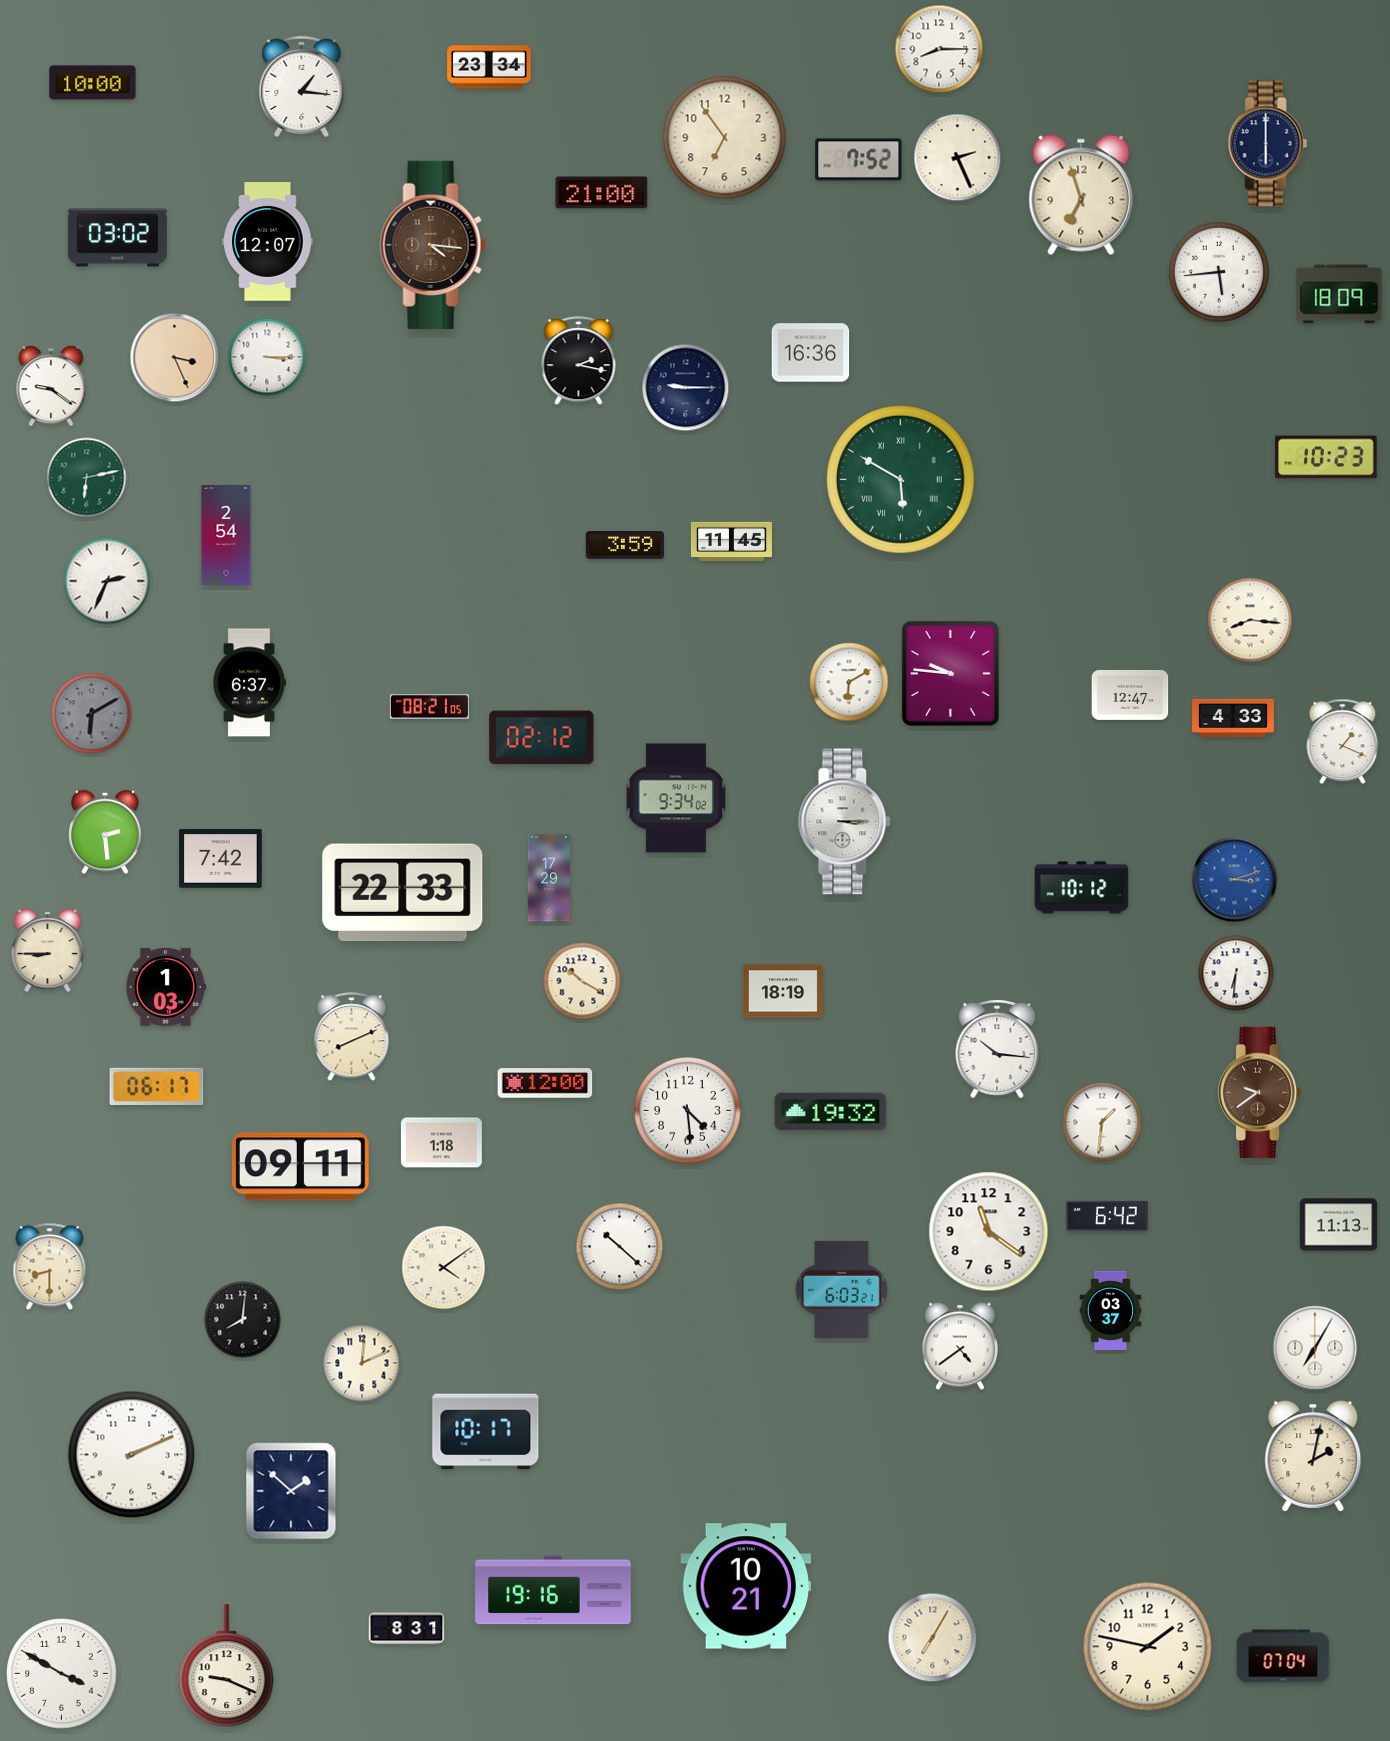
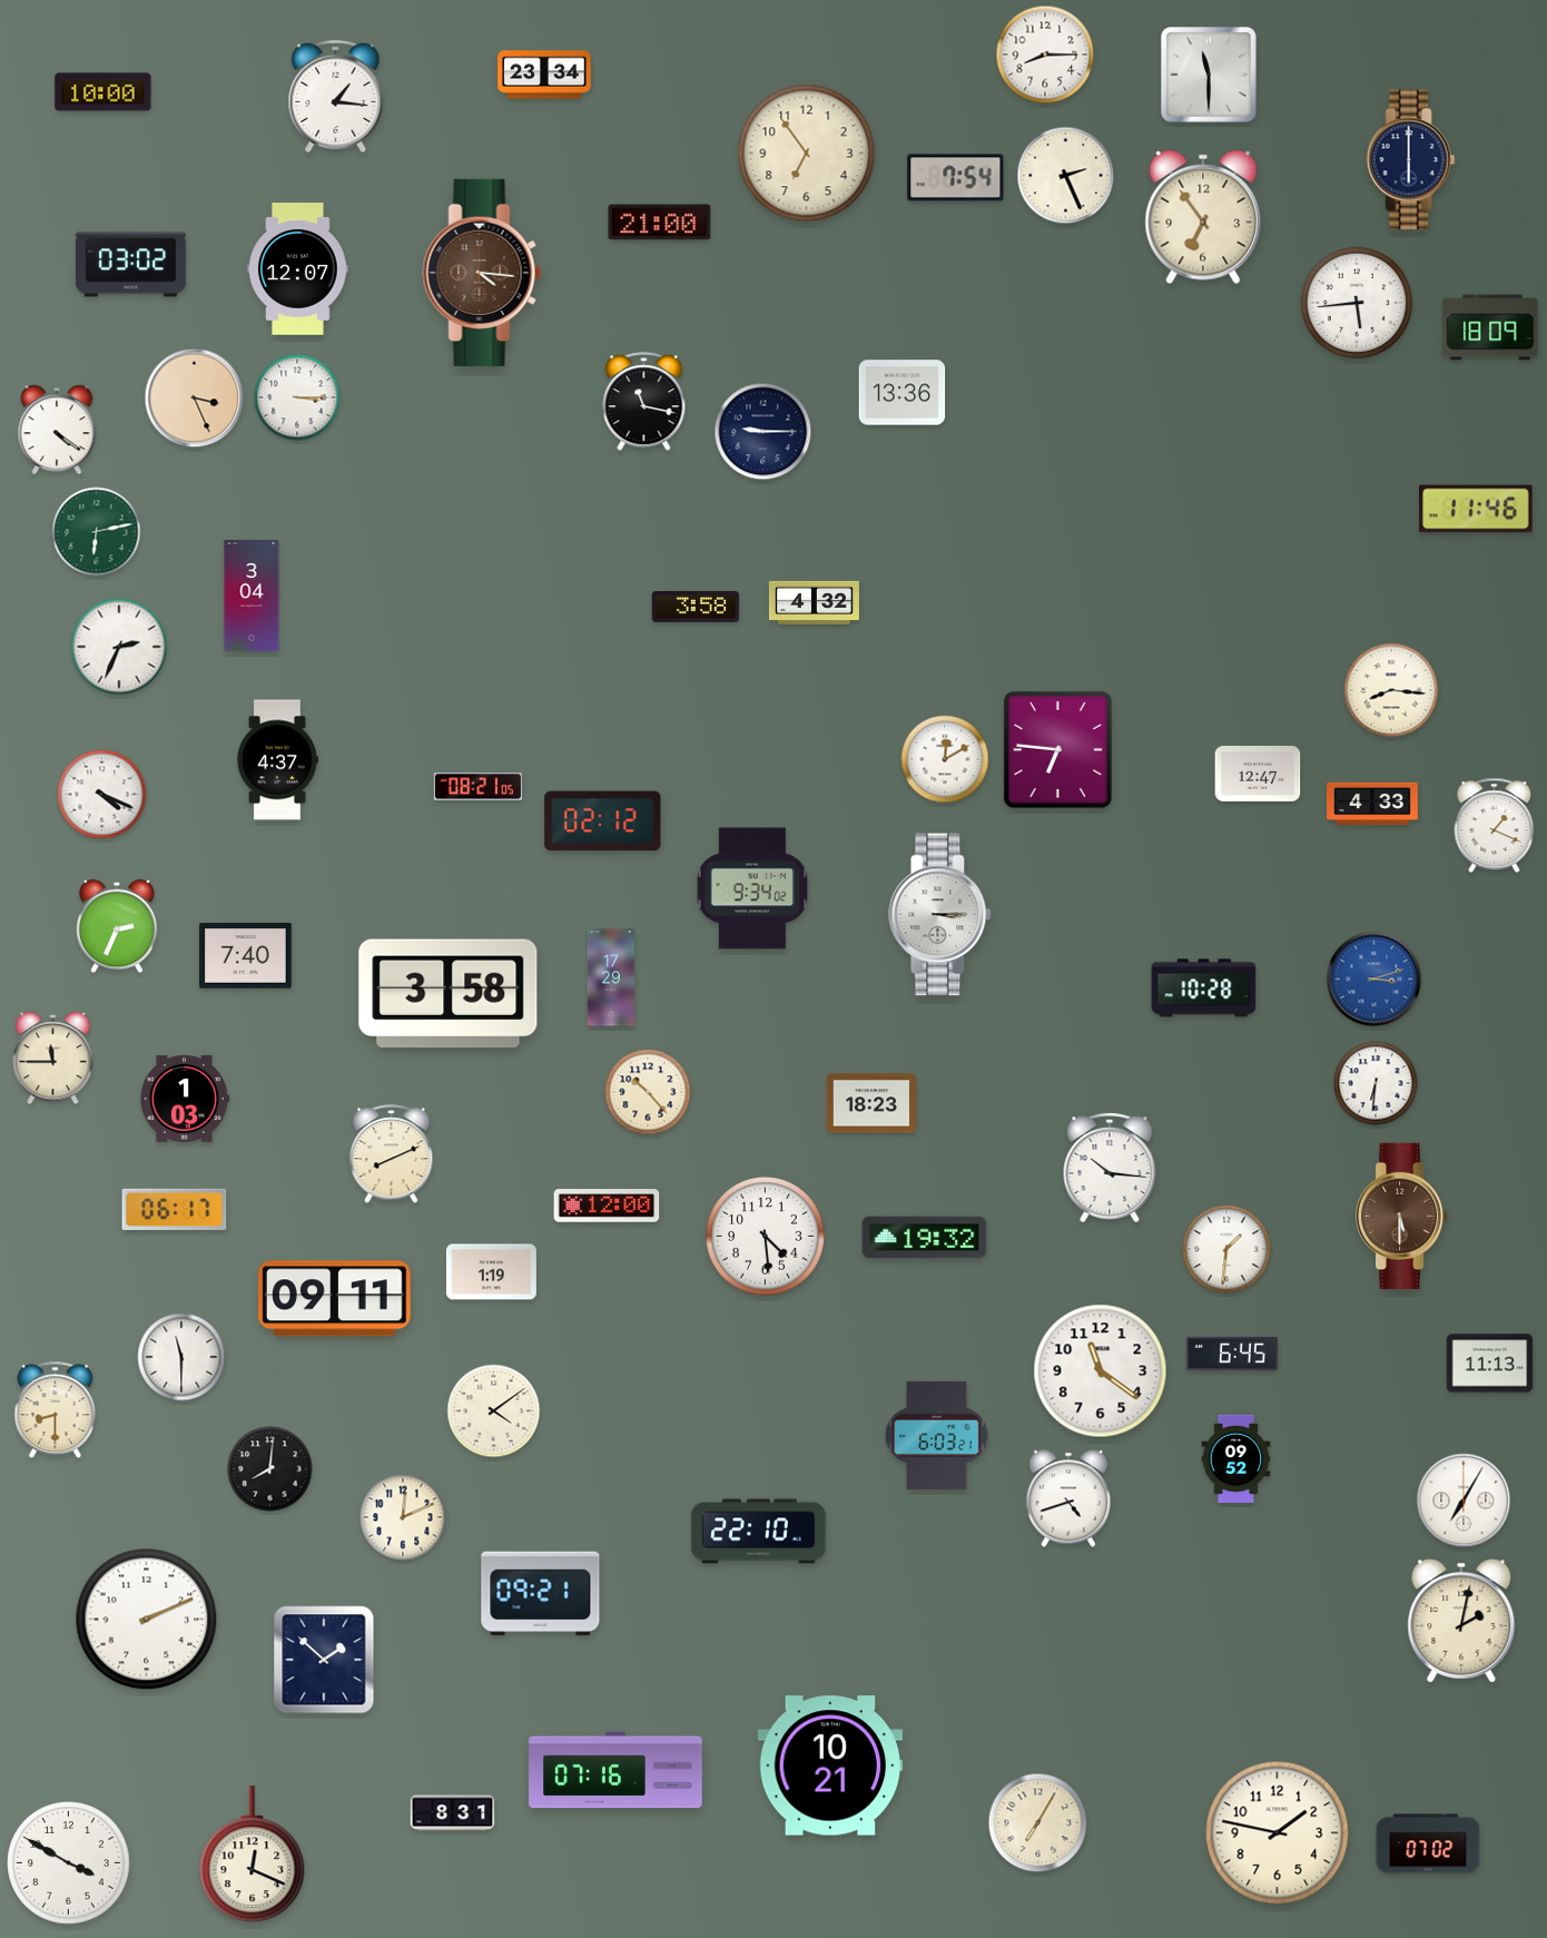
clock at (1210, 76): none -> 11:30
clock at (859, 160): 7:52 -> 7:54
clock at (602, 193) position: (602, 193) -> (660, 223)
clock at (1081, 195): 6:57 -> 6:54
clock at (811, 353): 16:36 -> 13:36
clock at (579, 361): 2:17 -> 11:17
clock at (51, 386): 9:21 -> 4:21
clock at (1326, 457): 10:23 -> 11:46
clock at (901, 480): 5:50 -> none
clock at (226, 536): 2:54 -> 3:04
clock at (731, 541): 11:45 -> 4:32
clock at (625, 545): 3:59 -> 3:58
clock at (950, 673): 9:46 -> 6:46
clock at (849, 682): 6:10 -> 12:10
clock at (249, 683): 6:37 -> 4:37
clock at (92, 714): 6:10 -> 4:19
clock at (92, 714) dial: grey -> white
clock at (1234, 717) position: (1234, 717) -> (1373, 803)
clock at (105, 832): 2:29 -> 2:34
clock at (221, 859): 7:42 -> 7:40
clock at (1082, 888): 10:12 -> 10:28
clock at (403, 893): 22:33 -> 3:58
clock at (48, 951): 8:45 -> 11:45
clock at (582, 981): 10:20 -> 10:23
clock at (783, 991): 18:19 -> 18:23
clock at (1260, 1093): 9:39 -> 5:30
clock at (441, 1143): 1:18 -> 1:19
clock at (1108, 1216): 6:42 -> 6:45
clock at (181, 1357): none -> 11:30
clock at (620, 1247): 10:22 -> none
clock at (1111, 1310): 03:37 -> 09:52
clock at (960, 1346): 4:39 -> 4:42
clock at (759, 1532): none -> 22:10
clock at (486, 1432): 10:17 -> 09:21
clock at (553, 1590): 19:16 -> 07:16
clock at (1283, 1656): 07:04 -> 07:02
clock at (227, 1666): 9:19 -> 12:19
